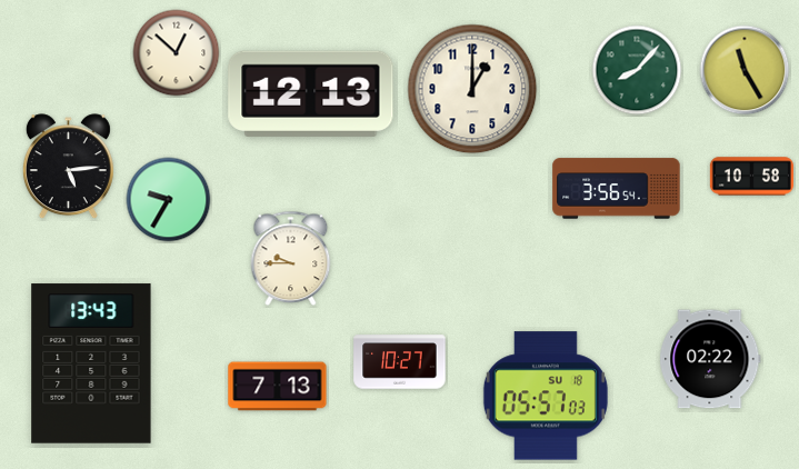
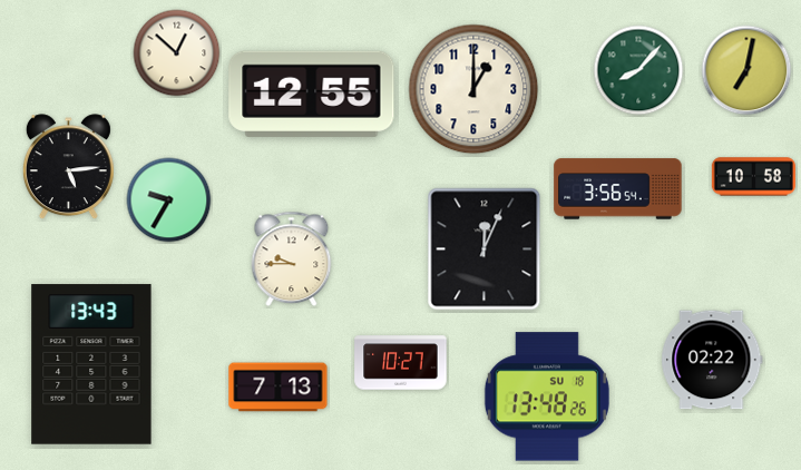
clock at (745, 70): 11:25 -> 7:02
clock at (311, 93): 12:13 -> 12:55
clock at (485, 249): none -> 12:04
clock at (546, 396): 05:57 -> 13:48
